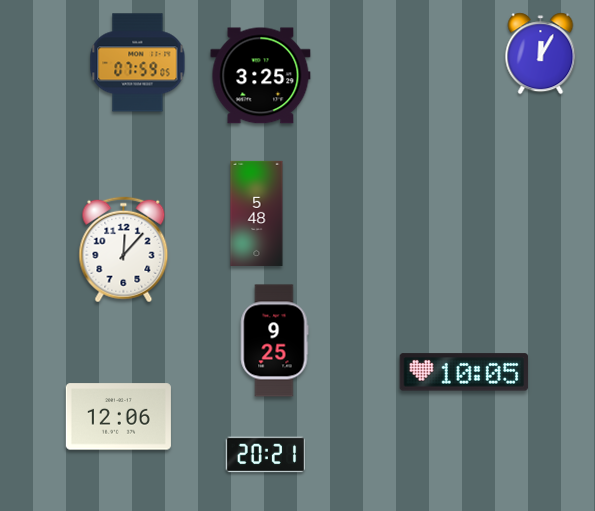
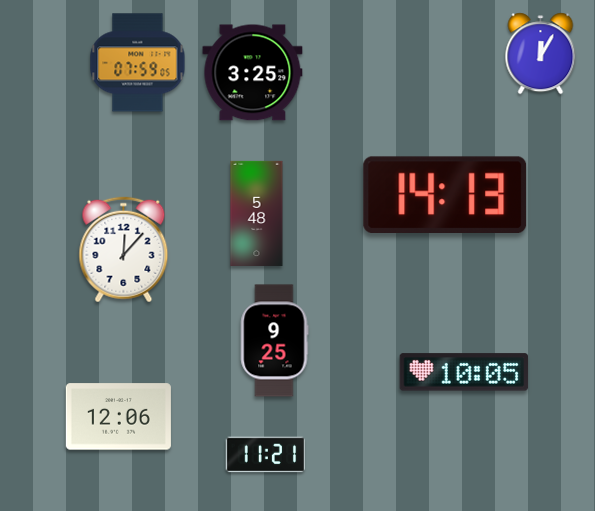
clock at (261, 76) position: (261, 76) -> (253, 73)
clock at (445, 194): none -> 14:13
clock at (266, 455): 20:21 -> 11:21
